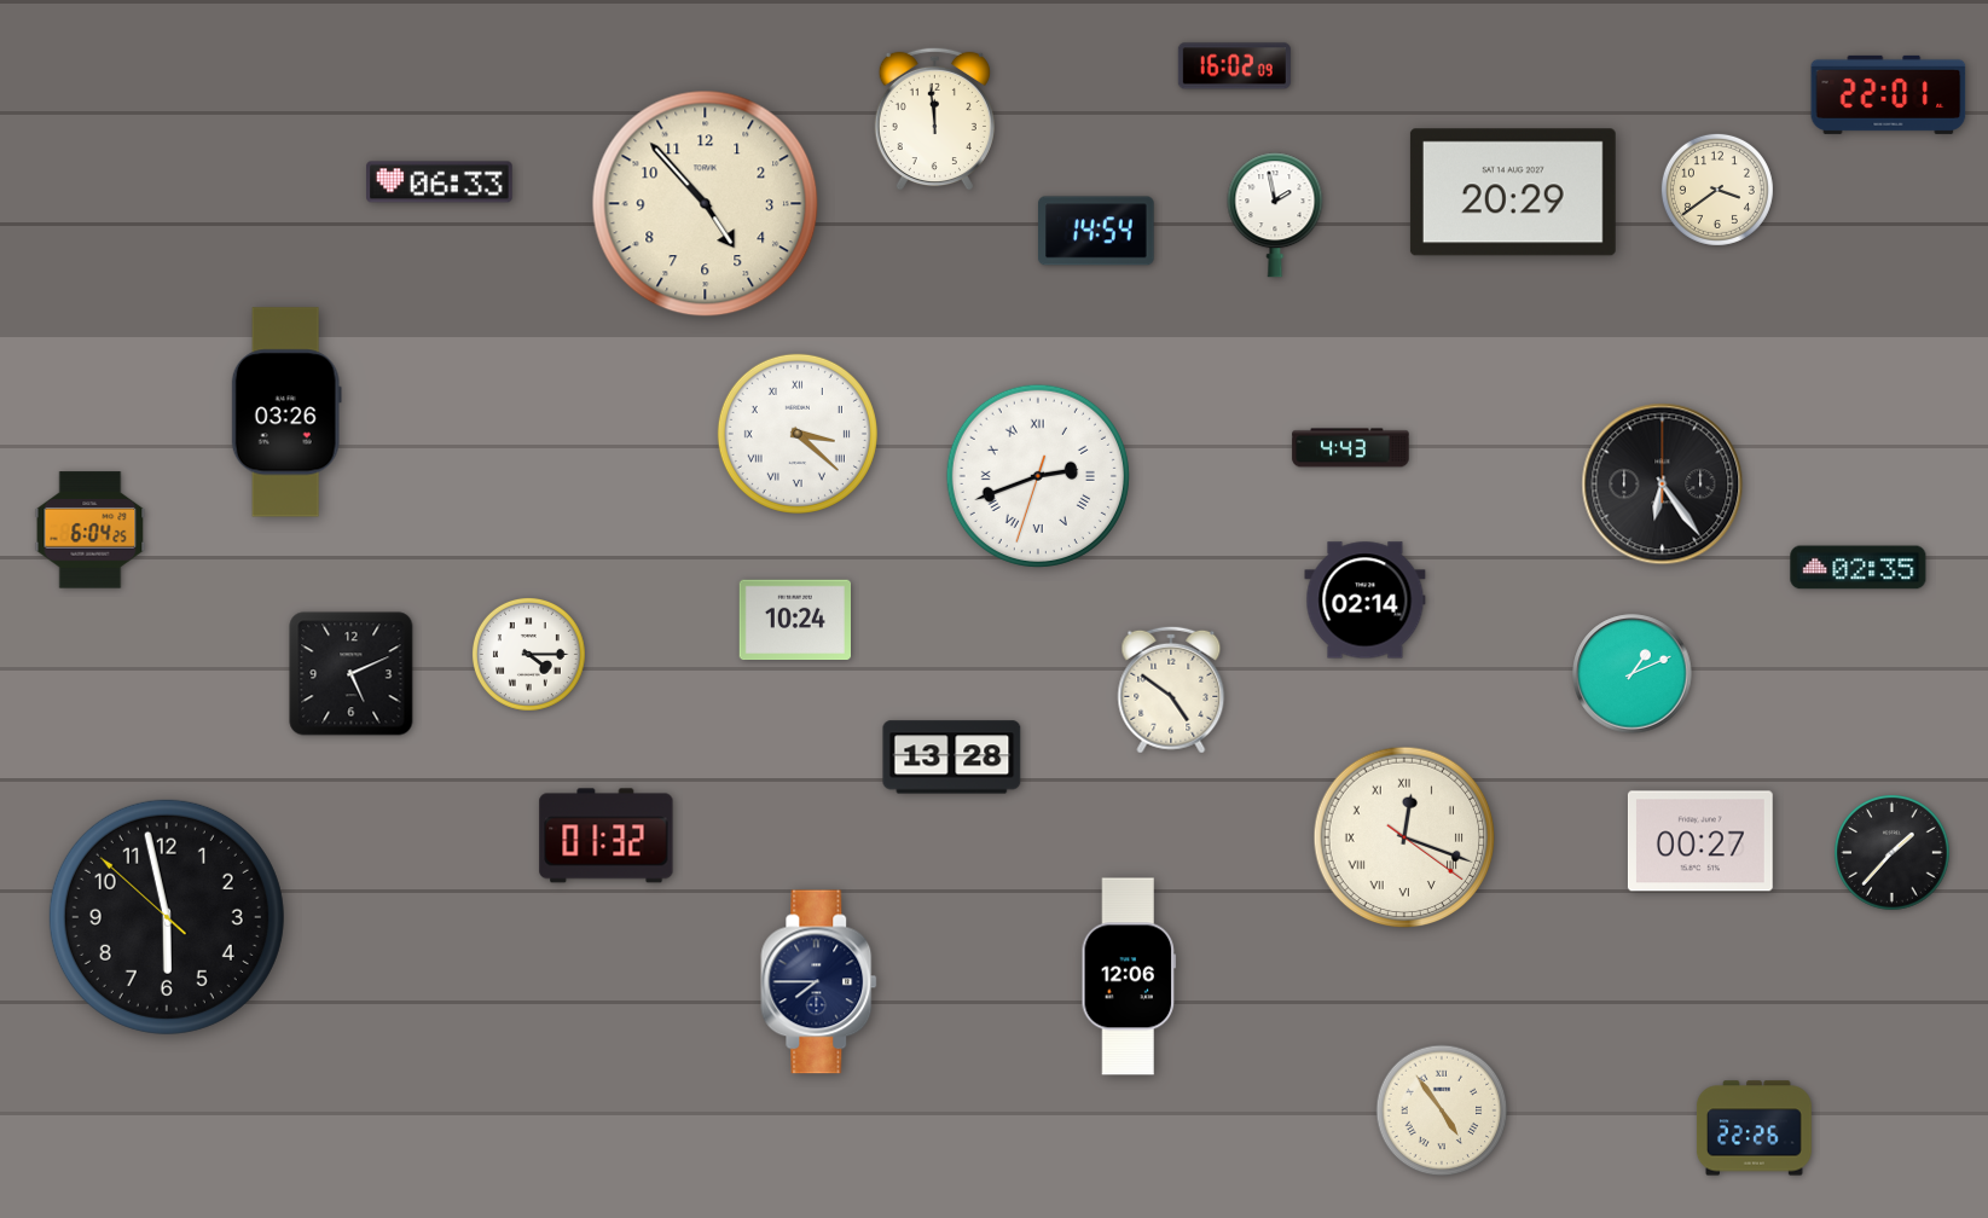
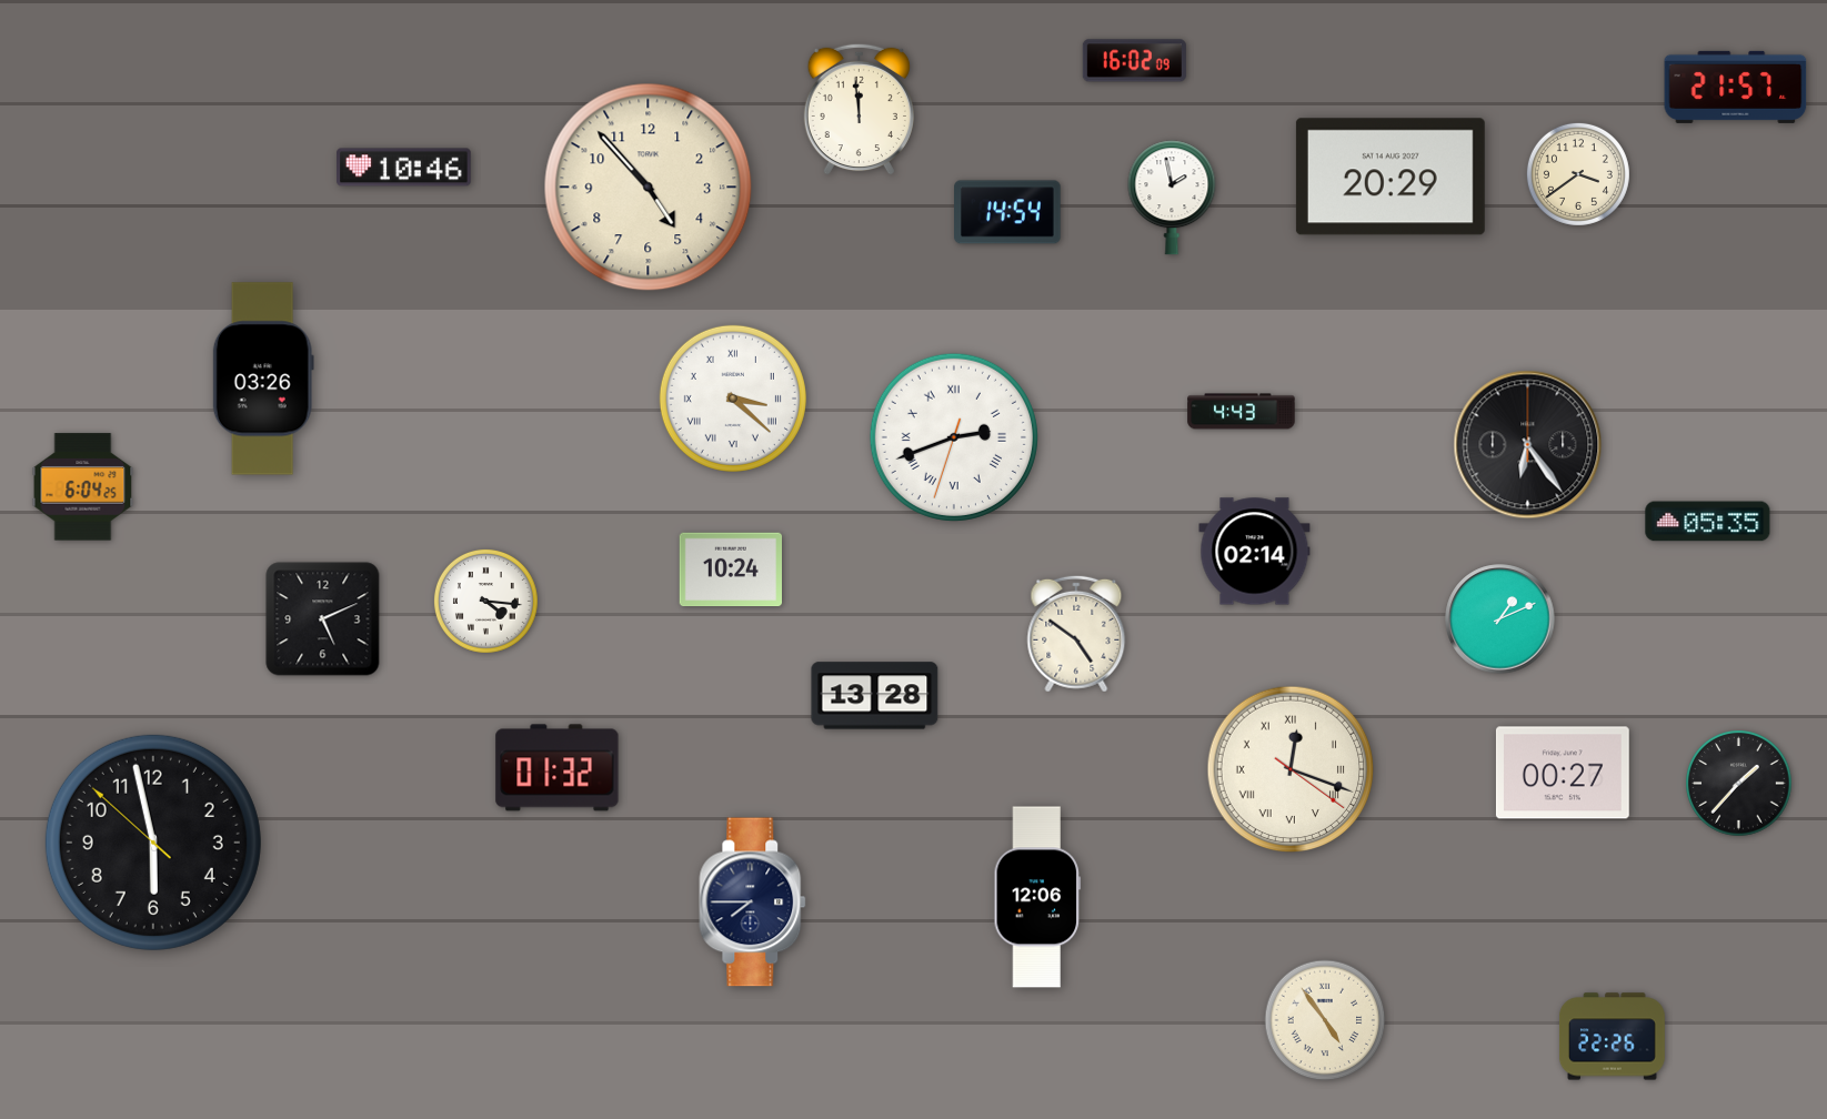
clock at (1889, 94): 22:01 -> 21:57
clock at (440, 182): 06:33 -> 10:46
clock at (1859, 568): 02:35 -> 05:35
clock at (528, 654): 4:15 -> 4:16
